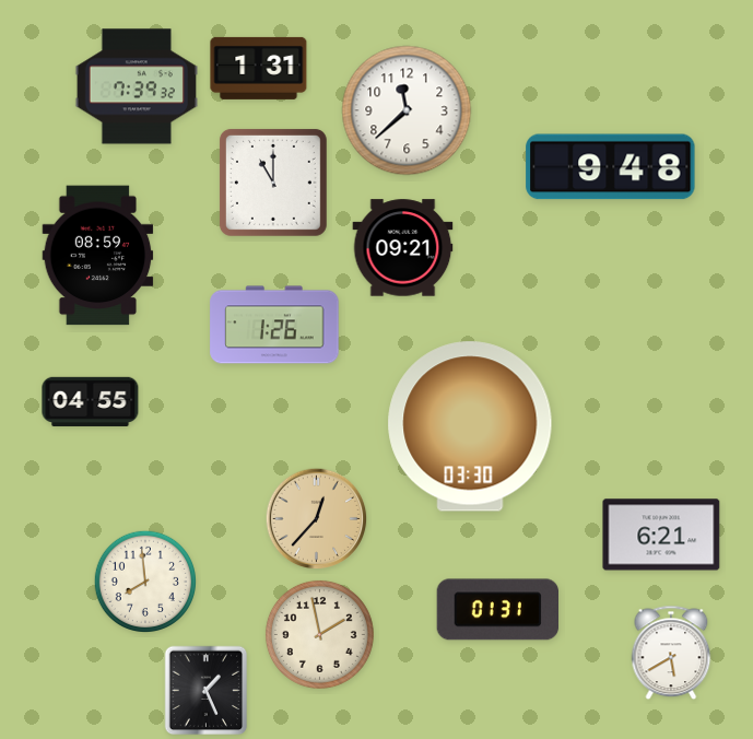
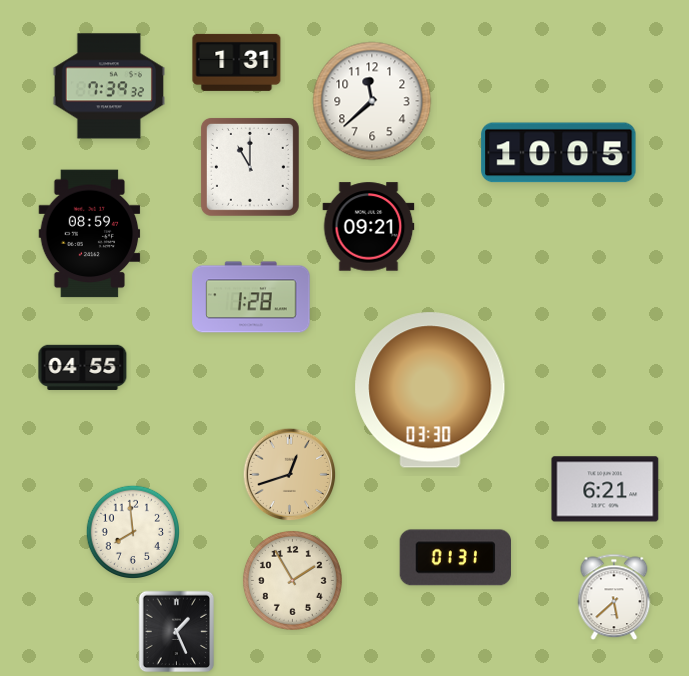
clock at (136, 86) position: (136, 86) -> (108, 86)
clock at (611, 167): 9:48 -> 10:05
clock at (274, 325): 1:26 -> 1:28
clock at (317, 519): 12:37 -> 12:42
clock at (319, 634): 1:58 -> 1:55
clock at (671, 653): 5:40 -> 5:38
clock at (207, 691) position: (207, 691) -> (177, 632)
